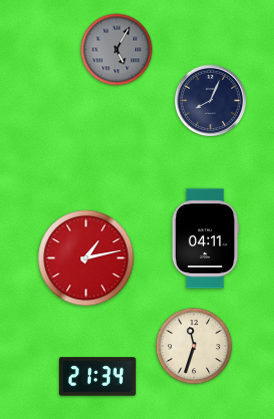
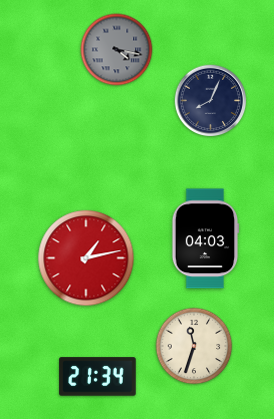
clock at (117, 50): 5:05 -> 4:17
clock at (205, 239): 04:11 -> 04:03
